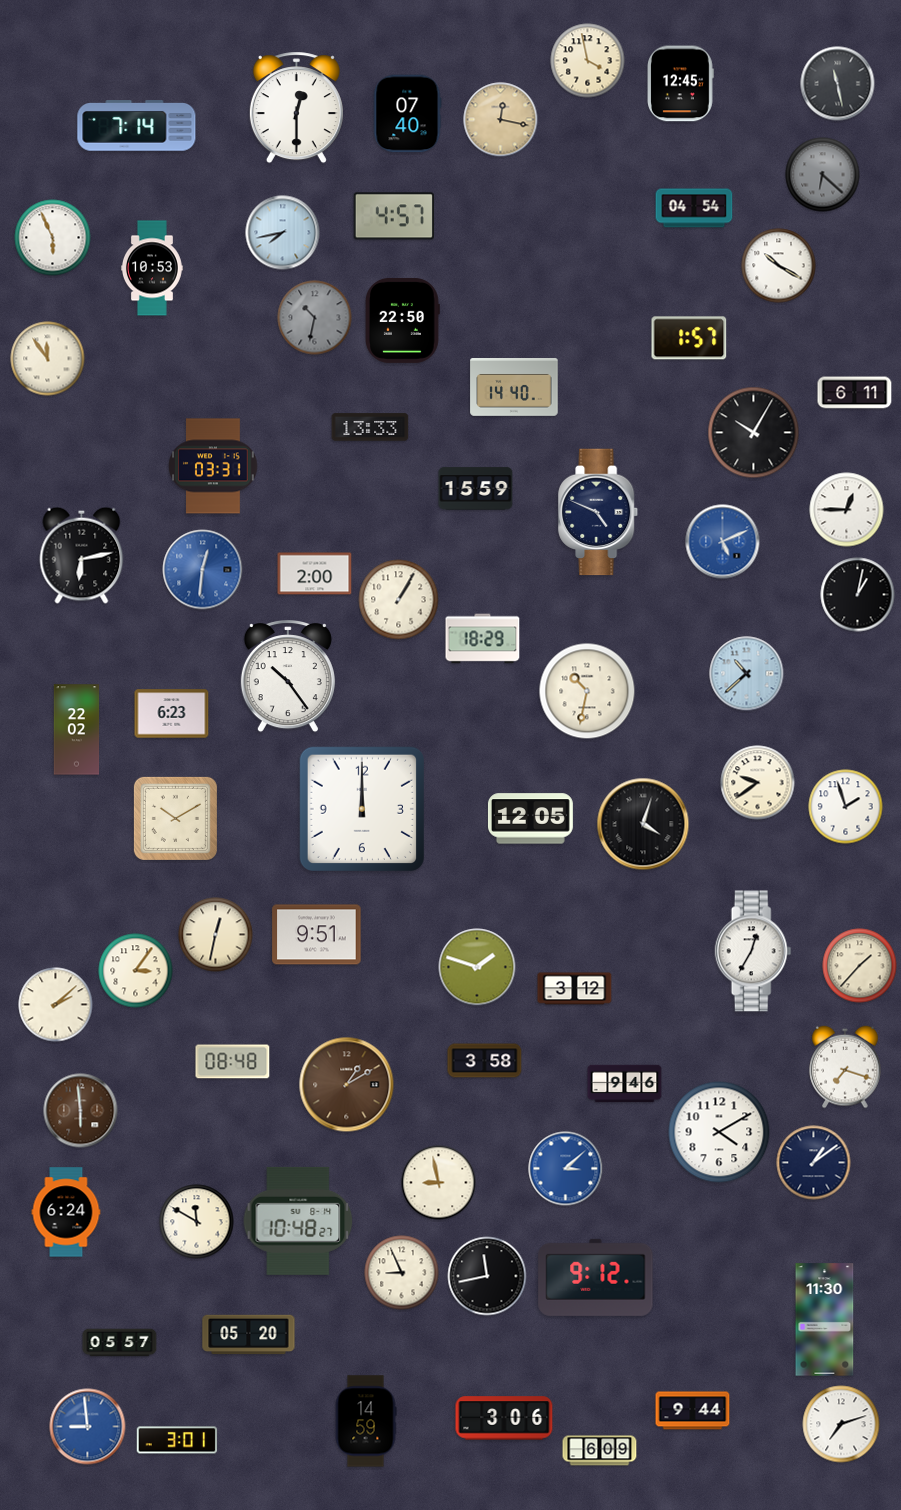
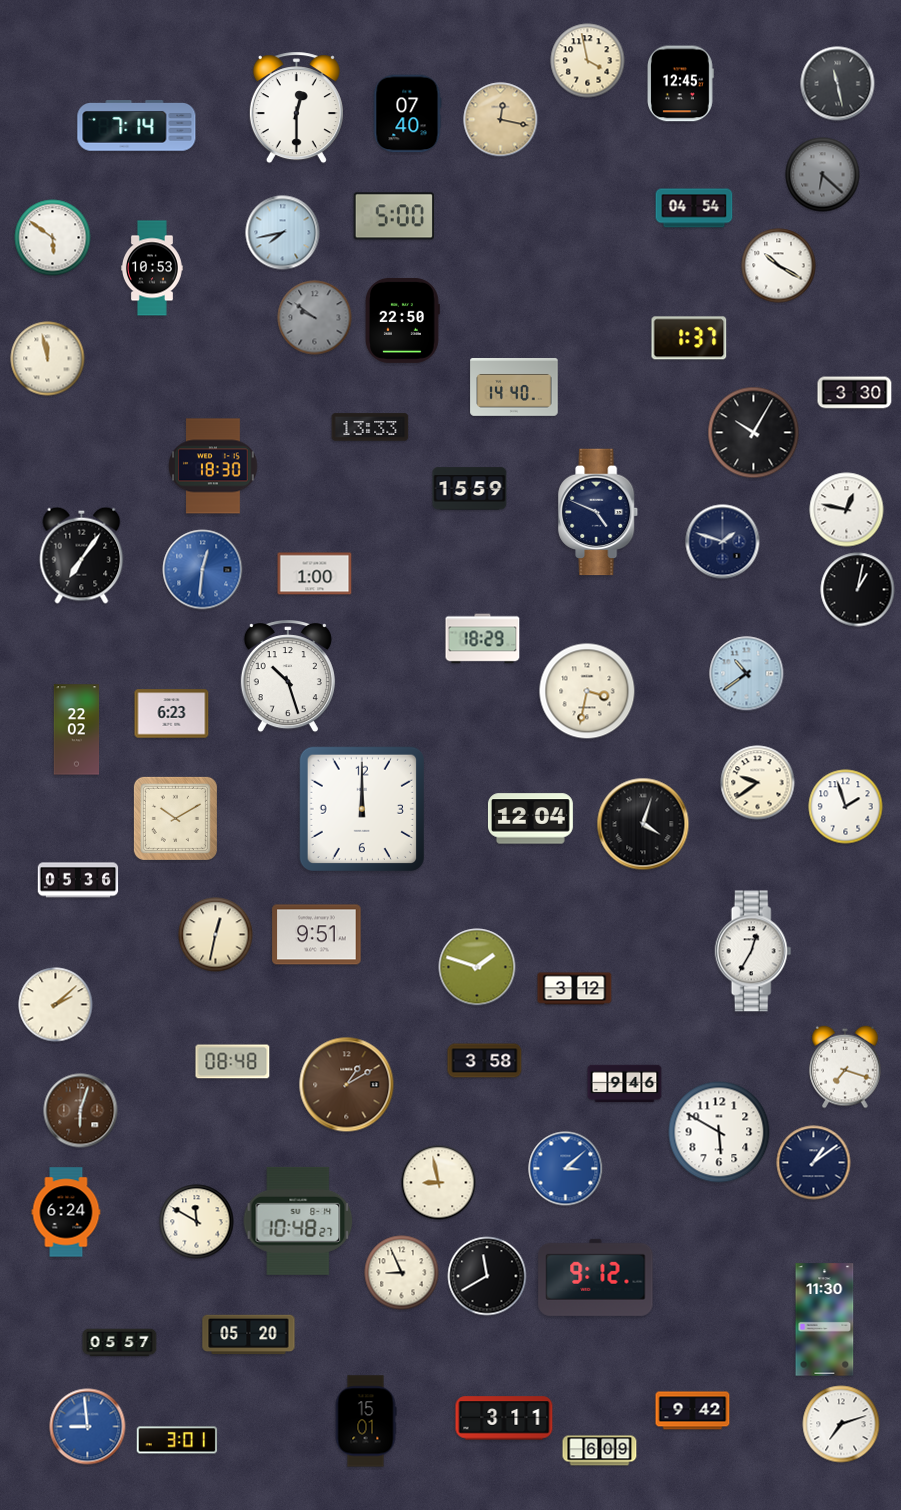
clock at (393, 216): 4:57 -> 5:00
clock at (53, 238): 5:56 -> 5:51
clock at (315, 318): 10:32 -> 9:51
clock at (689, 338): 1:57 -> 1:37
clock at (48, 359): 11:54 -> 11:58
clock at (855, 393): 6:11 -> 3:30
clock at (213, 466): 03:31 -> 18:30
clock at (476, 489) position: (476, 489) -> (470, 489)
clock at (847, 510): 12:45 -> 12:47
clock at (723, 542): 5:11 -> 1:48
clock at (723, 542) dial: blue -> navy
clock at (82, 555): 6:13 -> 7:06
clock at (315, 574): 2:00 -> 1:00
clock at (858, 595) position: (858, 595) -> (858, 590)
clock at (399, 600): 1:05 -> none
clock at (747, 674): 10:38 -> 10:39
clock at (288, 677): 10:24 -> 10:27
clock at (587, 691): 10:32 -> 3:32
clock at (530, 819): 12:05 -> 12:04
clock at (78, 880): none -> 05:36
clock at (860, 966): 1:37 -> none
clock at (136, 971): 3:06 -> none
clock at (81, 1111): 5:59 -> 6:03
clock at (719, 1132): 4:10 -> 5:50
clock at (487, 1276): 11:43 -> 11:40
clock at (693, 1411): 9:44 -> 9:42
clock at (504, 1418): 3:06 -> 3:11
clock at (366, 1421): 14:59 -> 15:01
